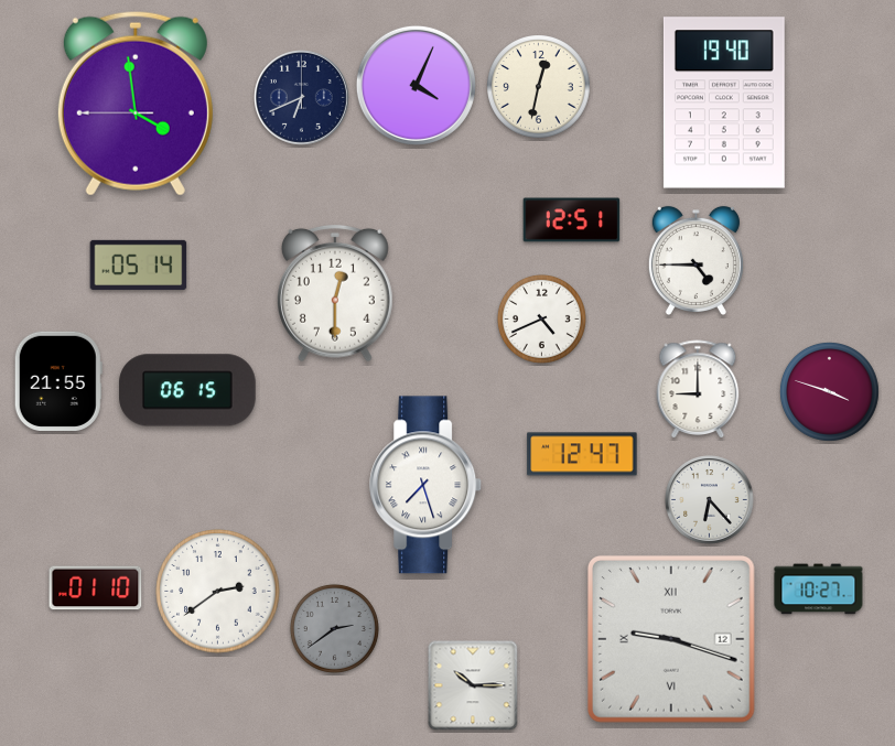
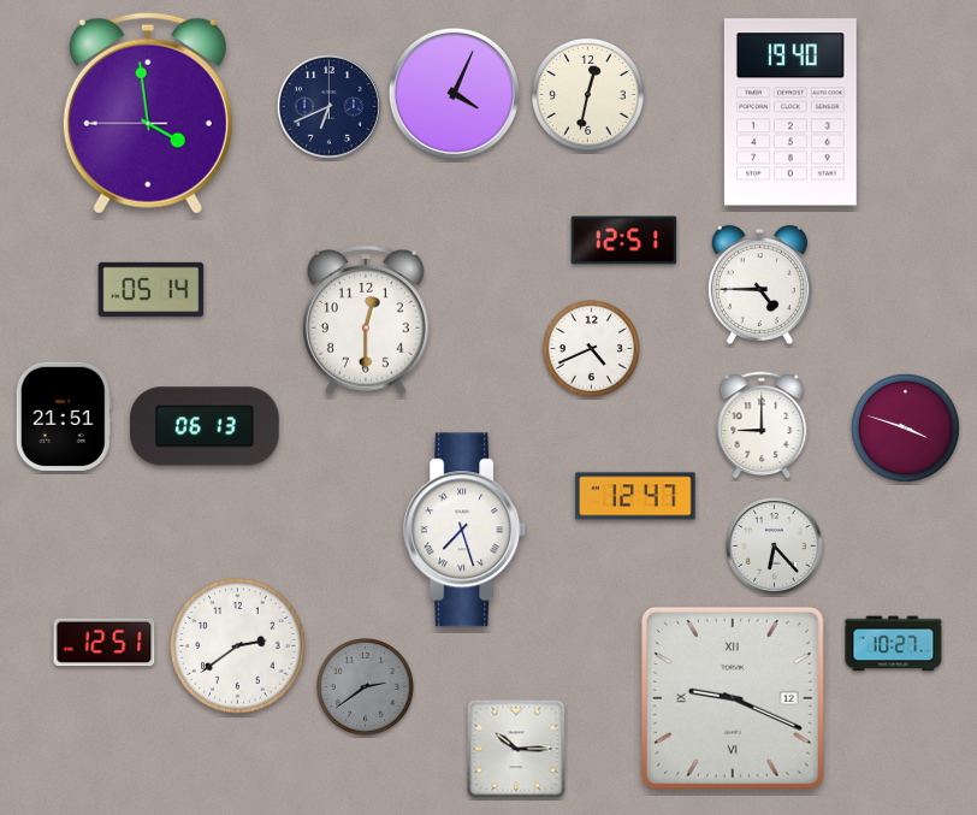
clock at (58, 380): 21:55 -> 21:51
clock at (187, 390): 06:15 -> 06:13
clock at (96, 588): 01:10 -> 12:51
clock at (671, 639): 9:18 -> 9:19
